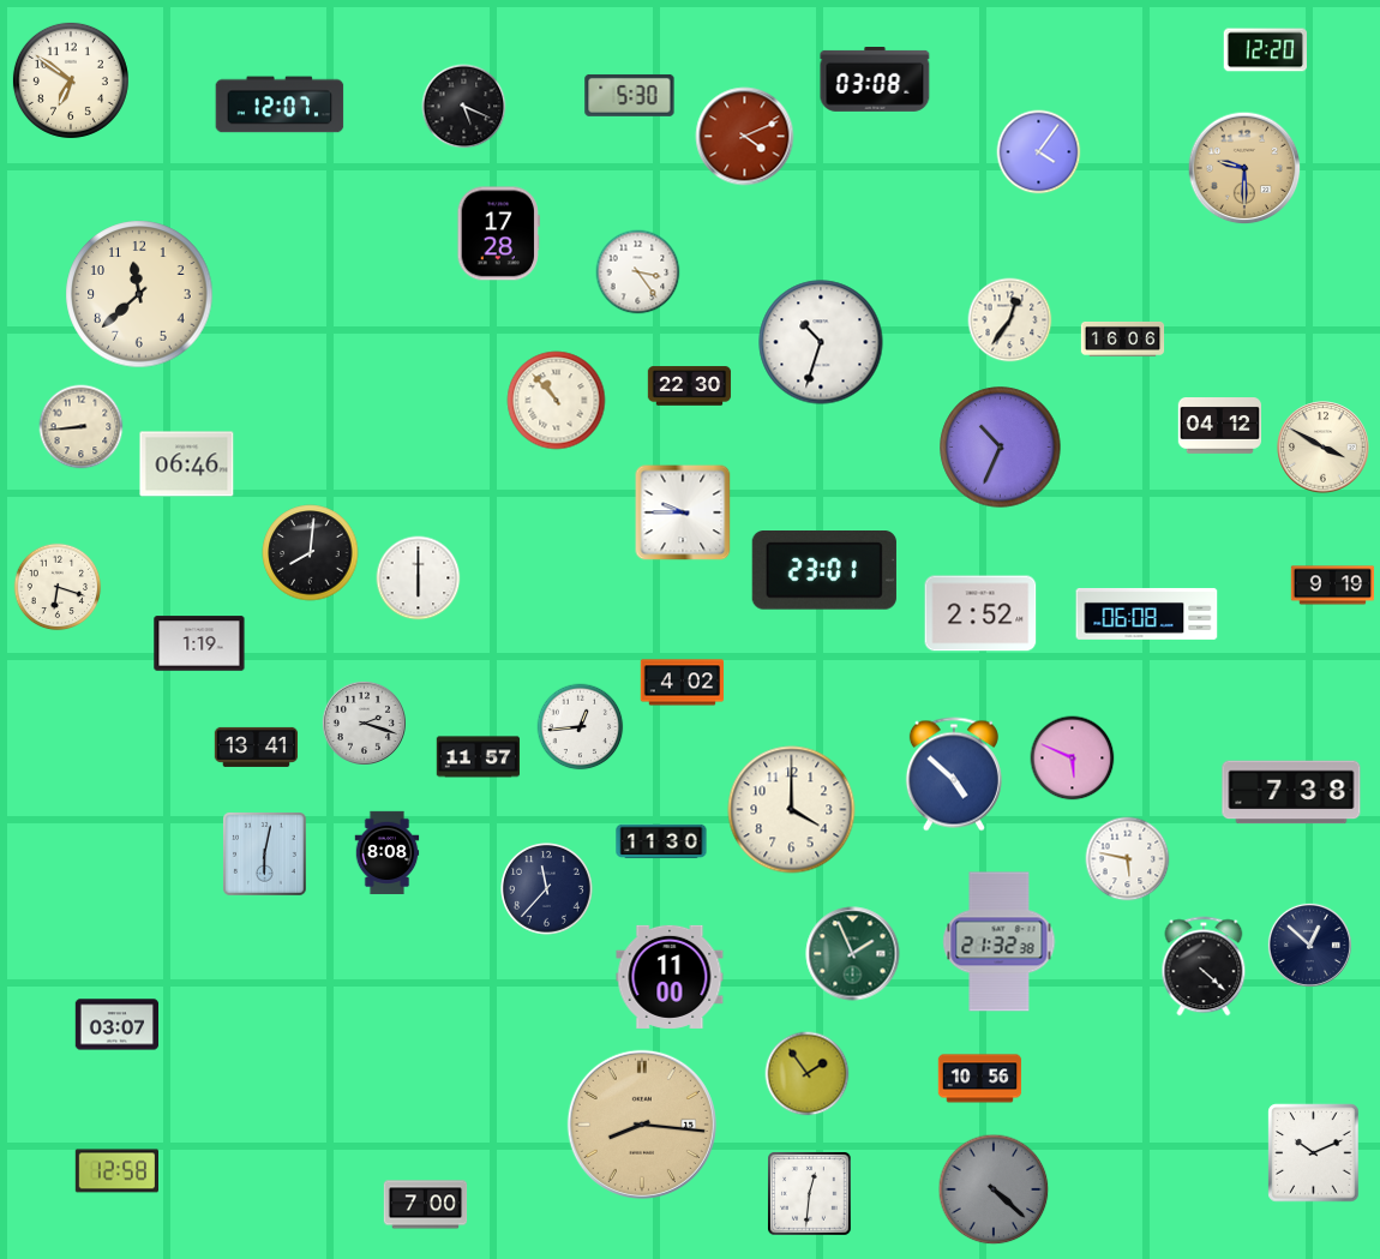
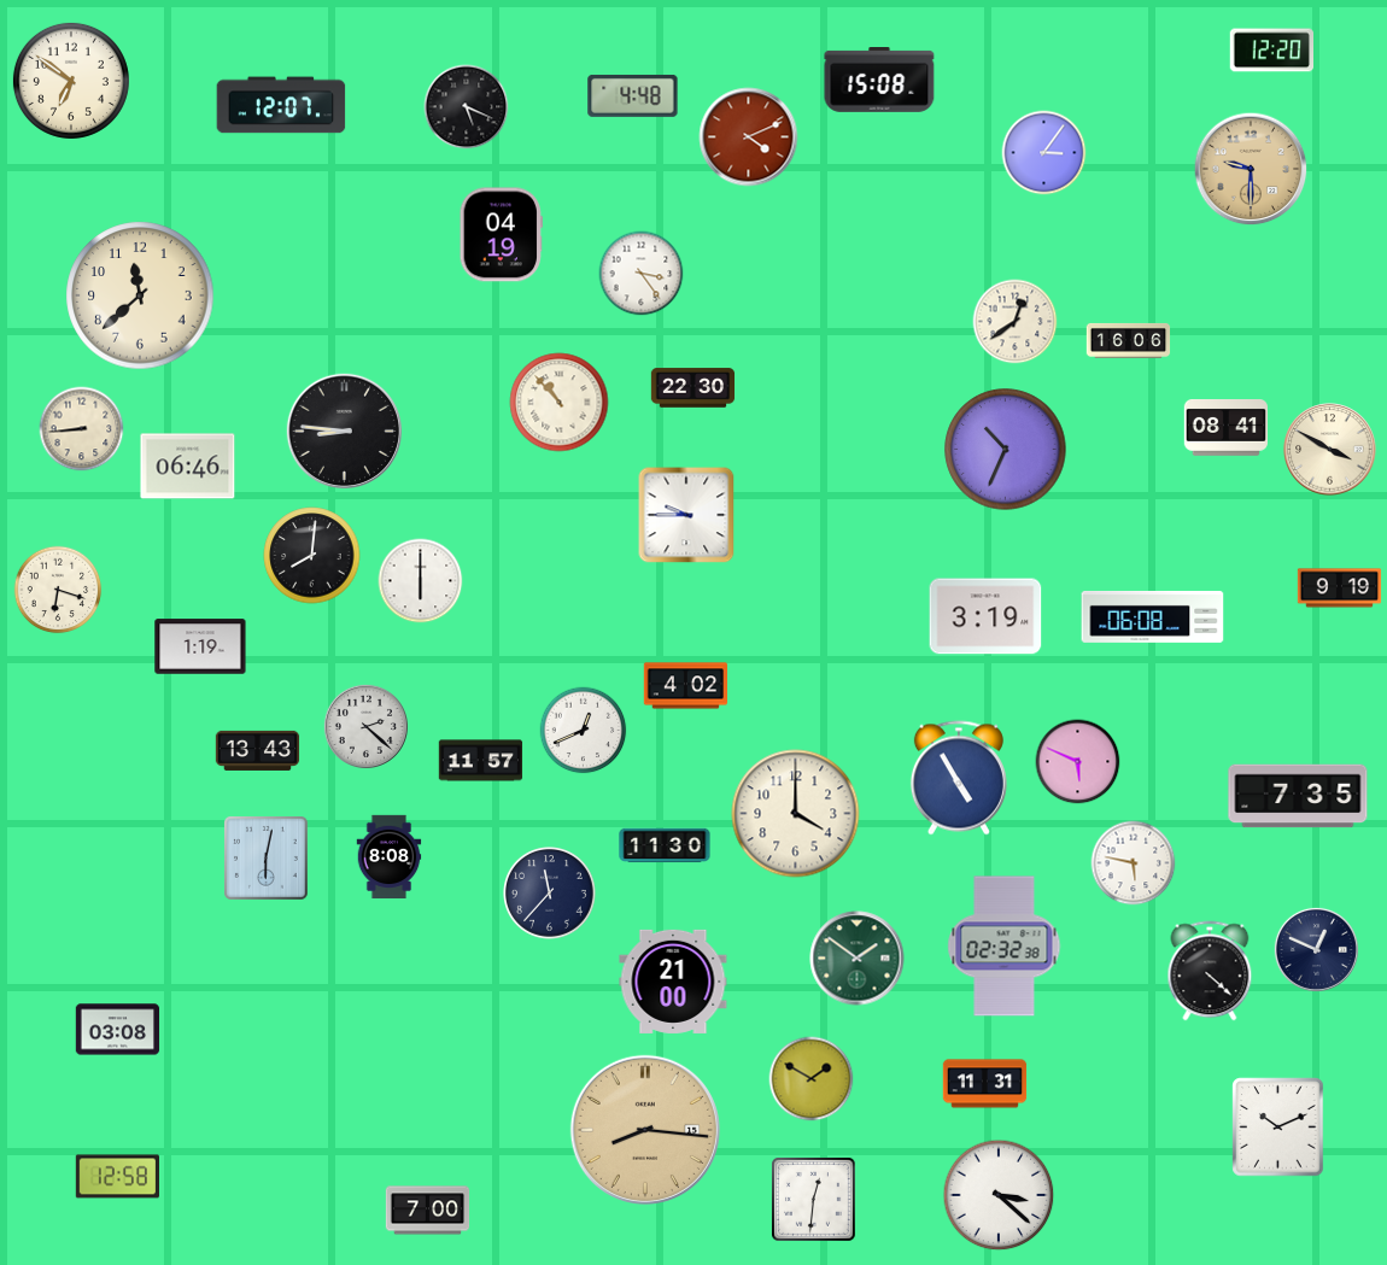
clock at (875, 80): 03:08 -> 15:08
clock at (630, 95): 5:30 -> 4:48
clock at (1039, 152): 4:06 -> 3:06
clock at (498, 234): 17:28 -> 04:19
clock at (1010, 320): 12:36 -> 12:39
clock at (821, 342): 10:33 -> none
clock at (1219, 426): 04:12 -> 08:41
clock at (344, 431): none -> 8:46
clock at (824, 571): 23:01 -> none
clock at (980, 613): 2:52 -> 3:19
clock at (364, 723): 2:18 -> 2:22
clock at (581, 727): 12:44 -> 12:41
clock at (257, 747): 13:41 -> 13:43
clock at (954, 774): 4:52 -> 4:55
clock at (1291, 792): 7:38 -> 7:35
clock at (1000, 942): 21:32 -> 02:32
clock at (1309, 945): 12:52 -> 12:49
clock at (853, 954): 1:56 -> 1:51
clock at (670, 977): 11:00 -> 21:00
clock at (118, 1025): 03:07 -> 03:08
clock at (808, 1074): 1:54 -> 1:50
clock at (980, 1079): 10:56 -> 11:31
clock at (1314, 1153) position: (1314, 1153) -> (1278, 1128)
clock at (994, 1189): 4:22 -> 3:22
clock at (994, 1189) dial: grey -> white
